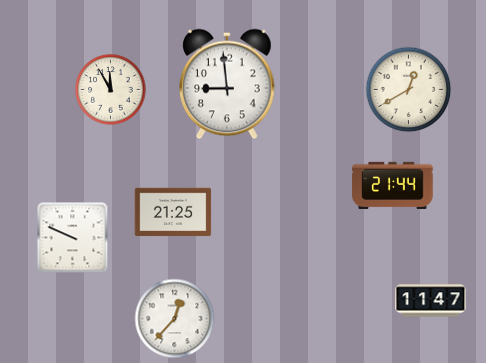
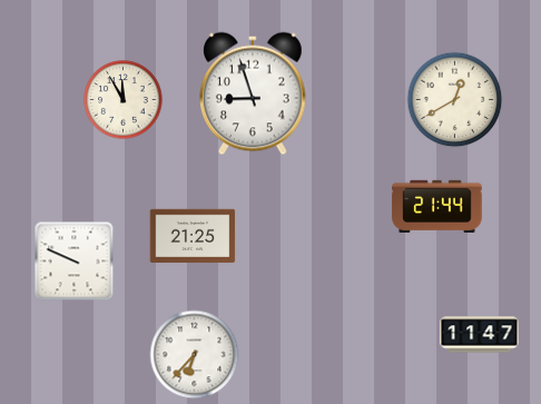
clock at (228, 84): 8:59 -> 8:57
clock at (73, 238) position: (73, 238) -> (75, 262)
clock at (175, 319): 12:37 -> 6:37
